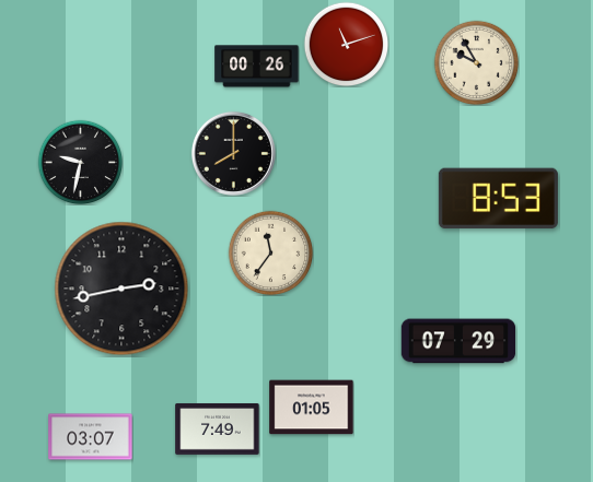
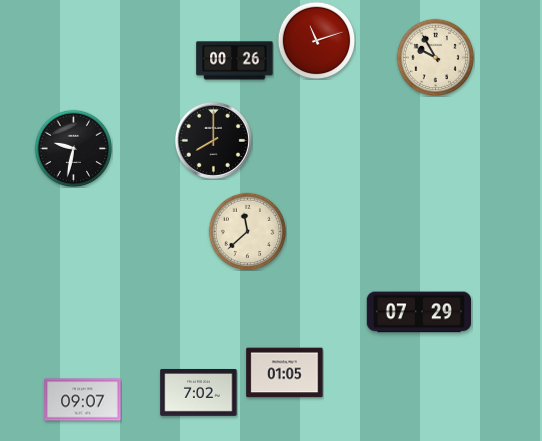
clock at (498, 199): 8:53 -> none
clock at (270, 252): 11:36 -> 11:38
clock at (121, 289): 2:43 -> none
clock at (218, 430): 7:49 -> 7:02
clock at (91, 437): 03:07 -> 09:07
